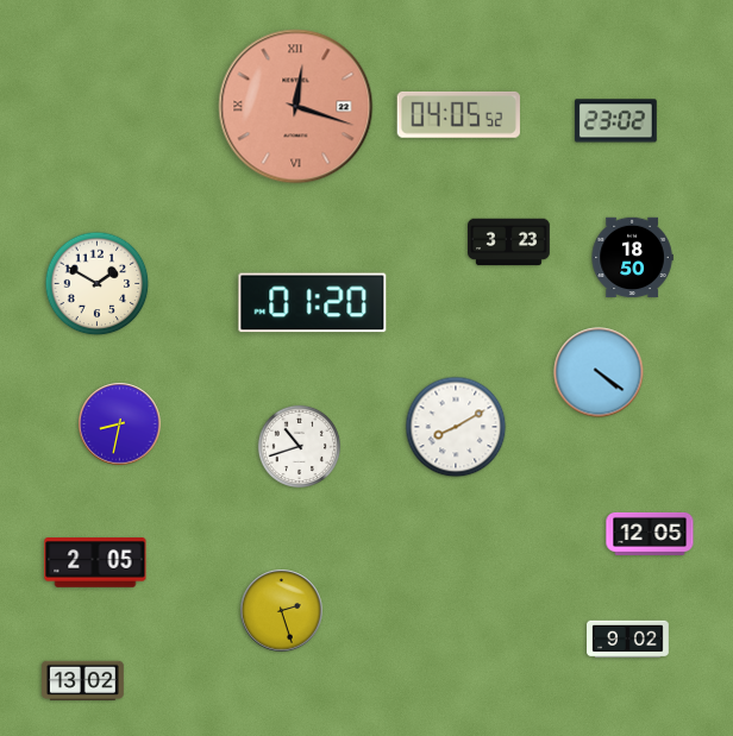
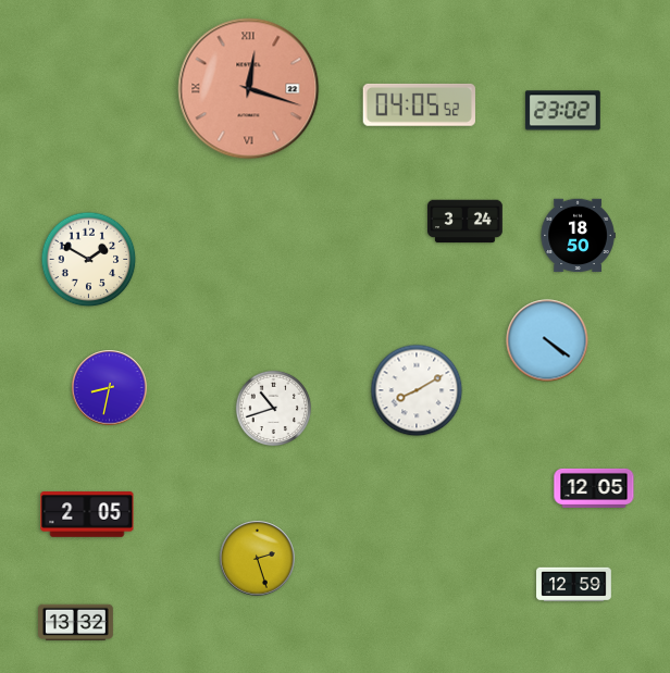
clock at (296, 107) position: (296, 107) -> (249, 89)
clock at (509, 243): 3:23 -> 3:24
clock at (313, 303): 01:20 -> none
clock at (628, 640): 9:02 -> 12:59
clock at (83, 680): 13:02 -> 13:32
